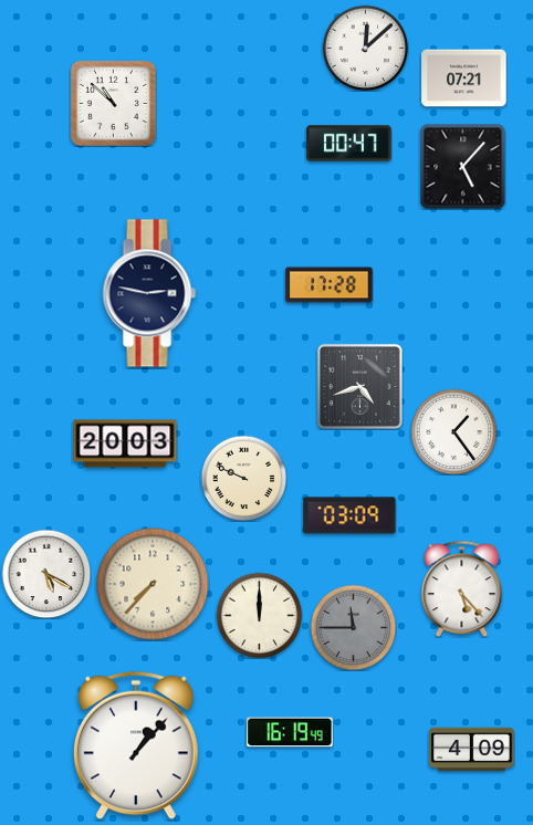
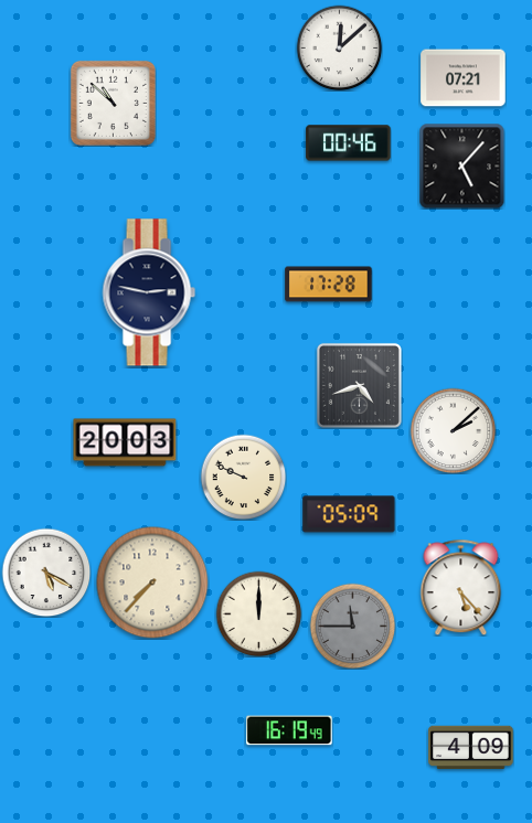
clock at (365, 48) position: (365, 48) -> (339, 47)
clock at (349, 144): 00:47 -> 00:46
clock at (453, 431): 1:24 -> 2:08
clock at (349, 515): 03:09 -> 05:09
clock at (137, 745): 1:07 -> none
